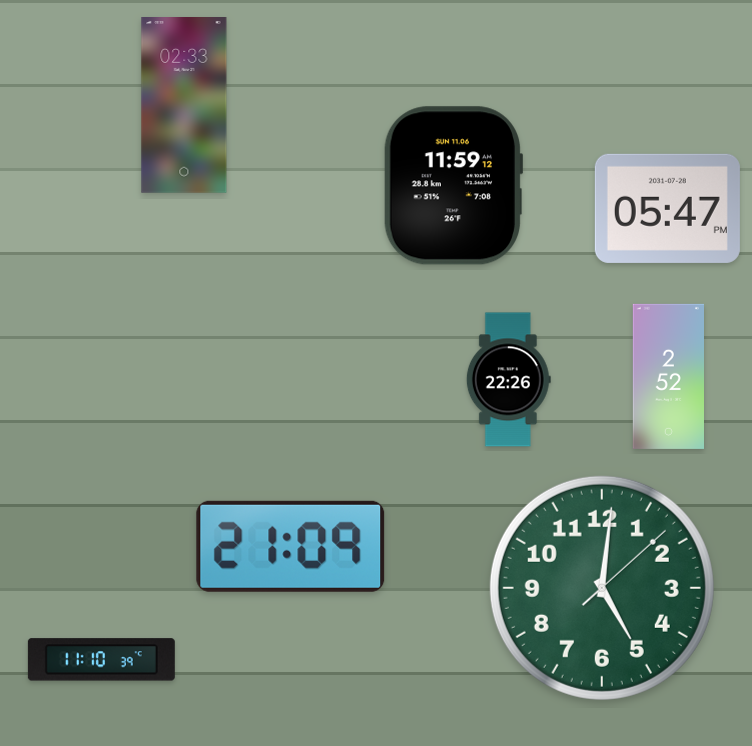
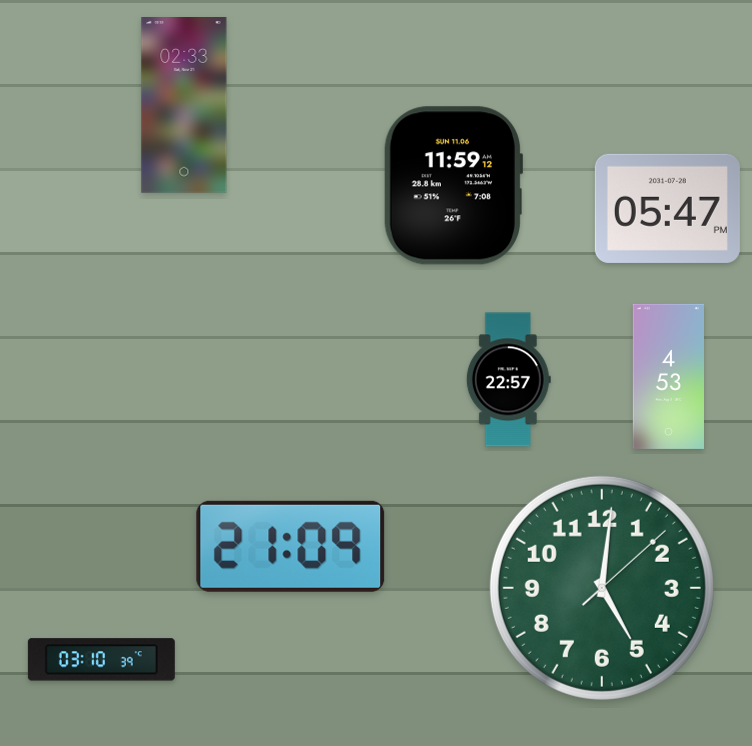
clock at (668, 376): 2:52 -> 4:53
clock at (508, 380): 22:26 -> 22:57
clock at (101, 660): 11:10 -> 03:10
